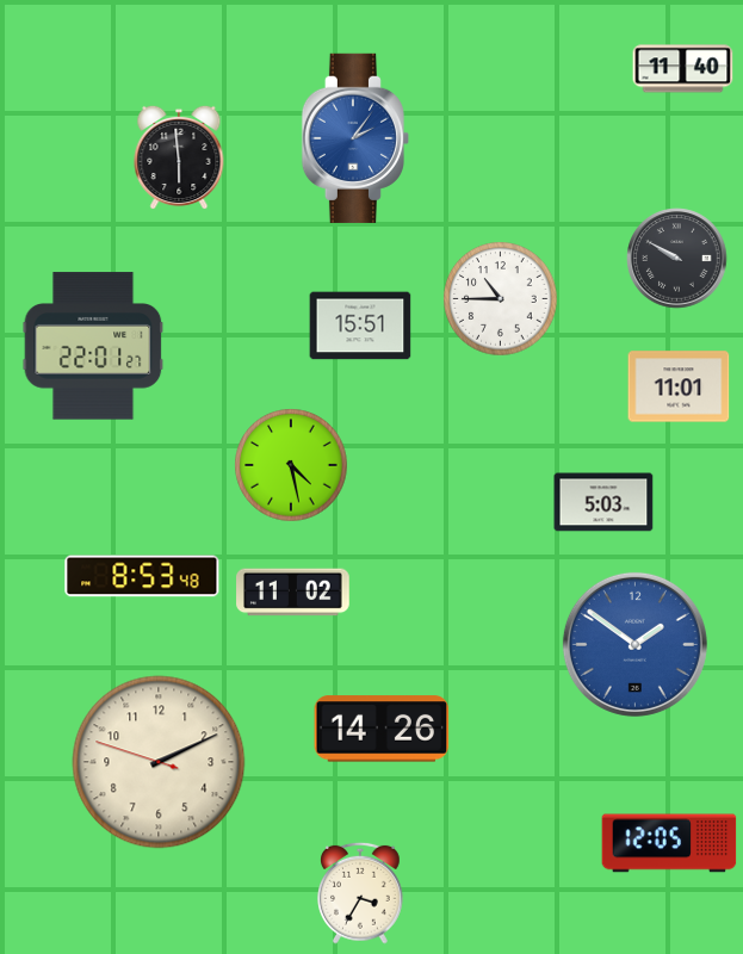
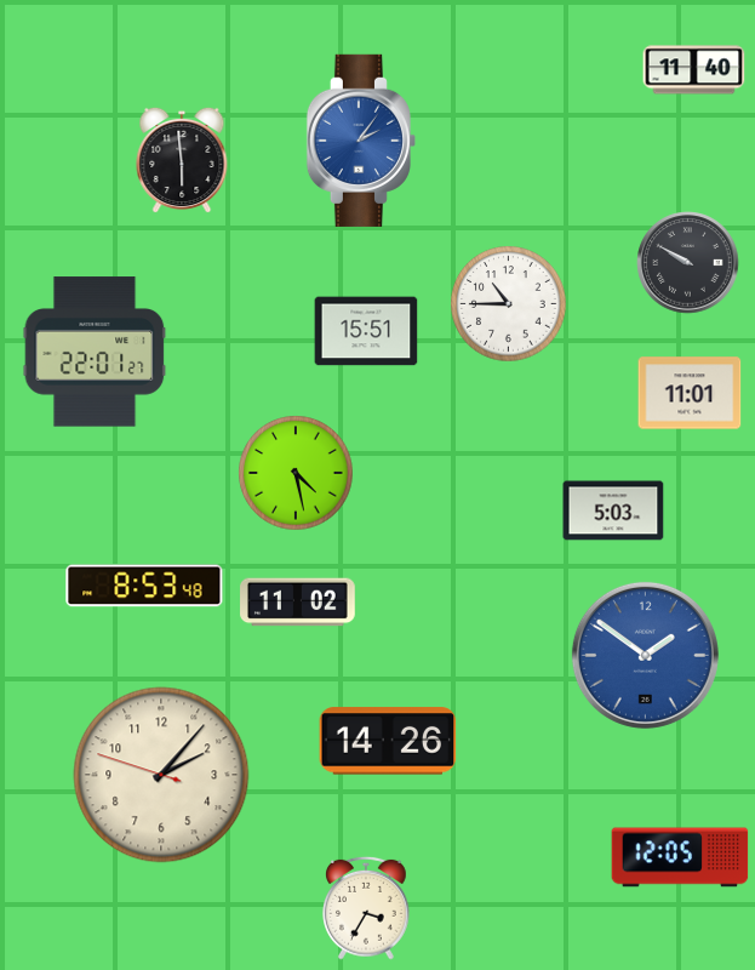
clock at (159, 762): 2:10 -> 2:06
